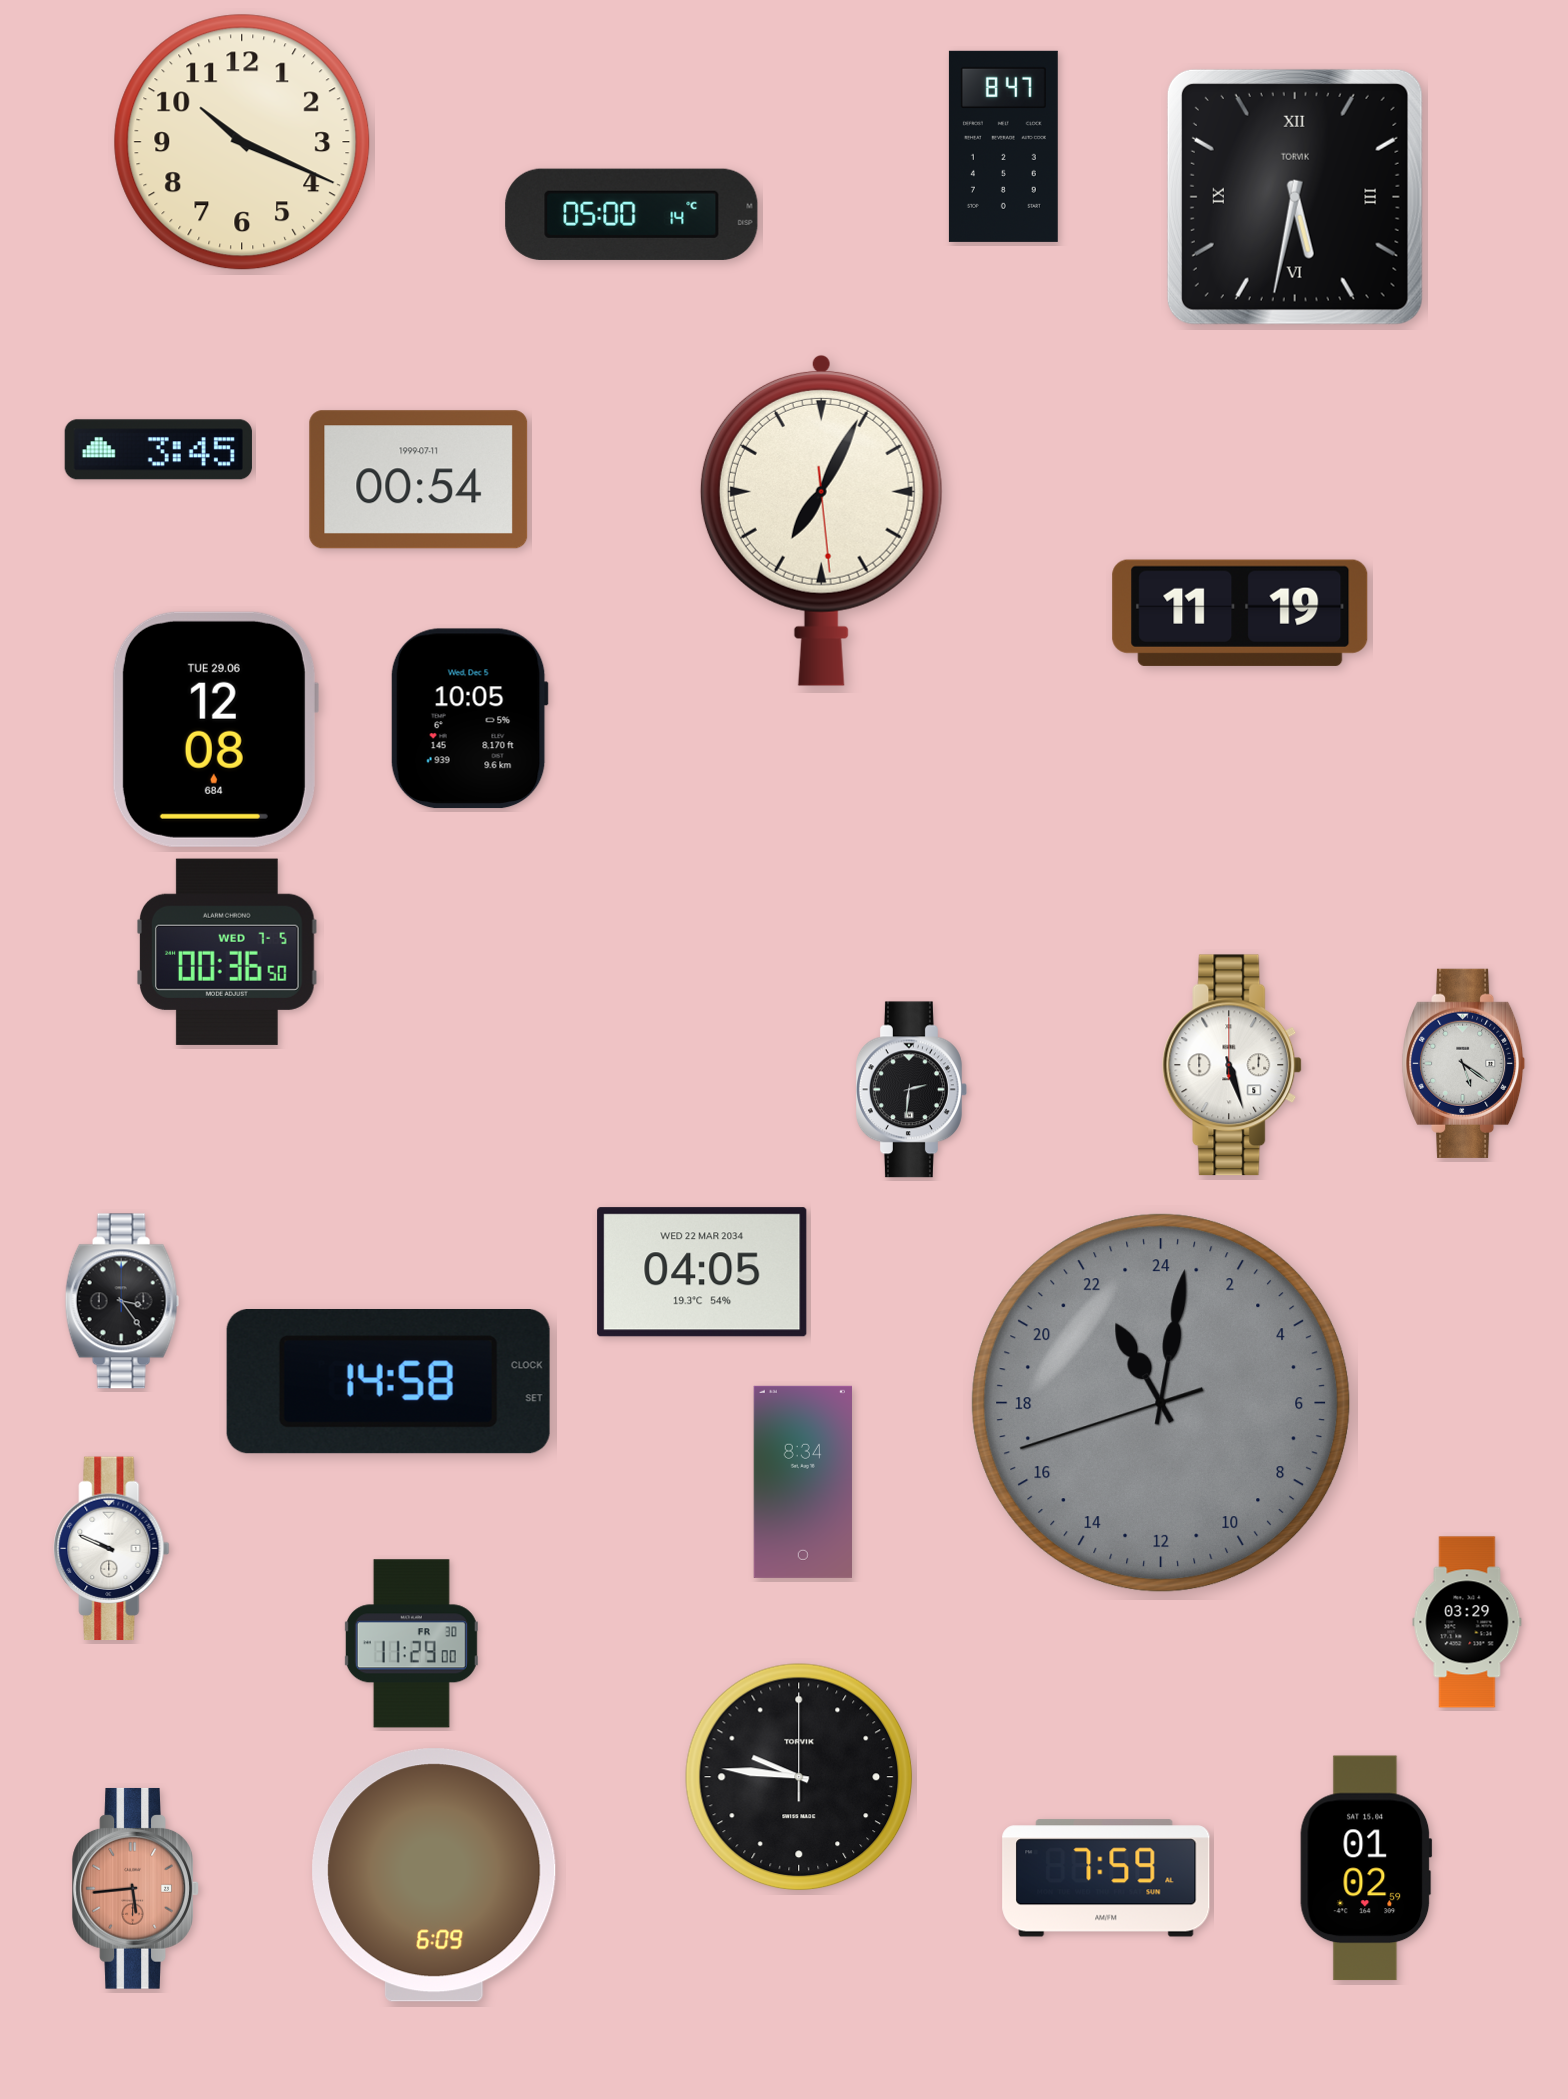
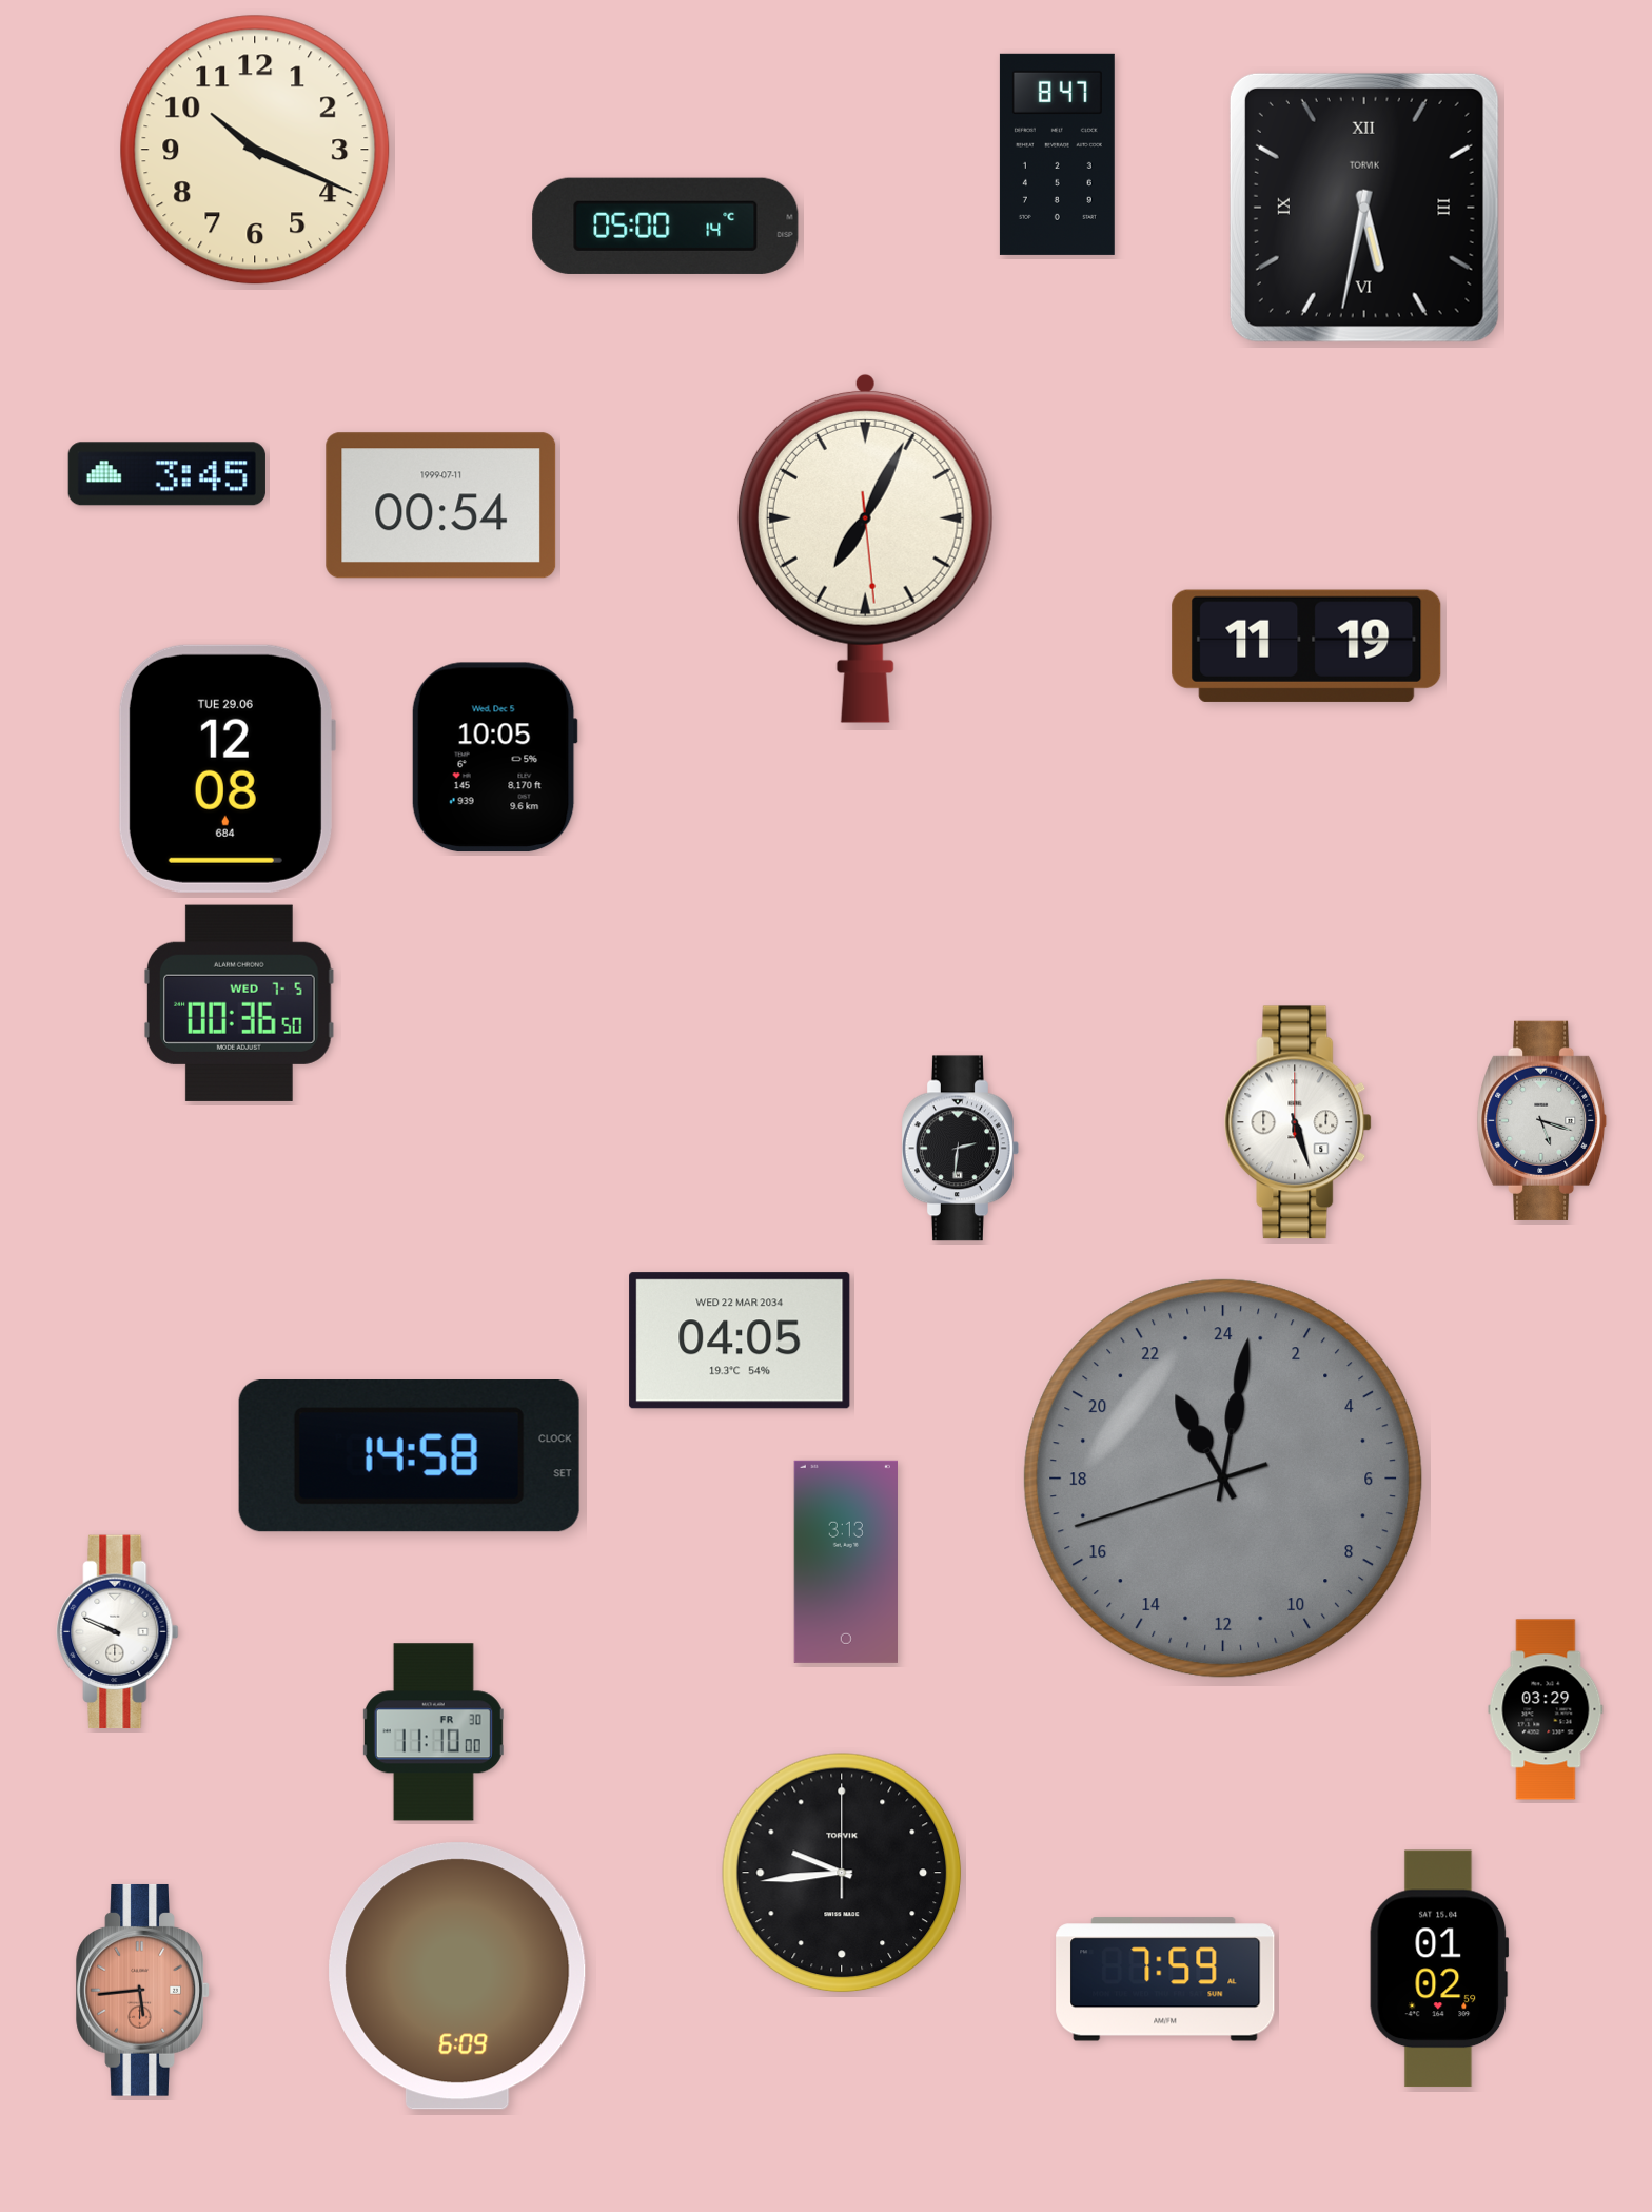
clock at (1464, 1063): 5:21 -> 5:18
clock at (122, 1301): 3:24 -> none
clock at (802, 1482): 8:34 -> 3:13
clock at (411, 1644): 11:29 -> 11:10
clock at (799, 1777): 9:46 -> 9:44
